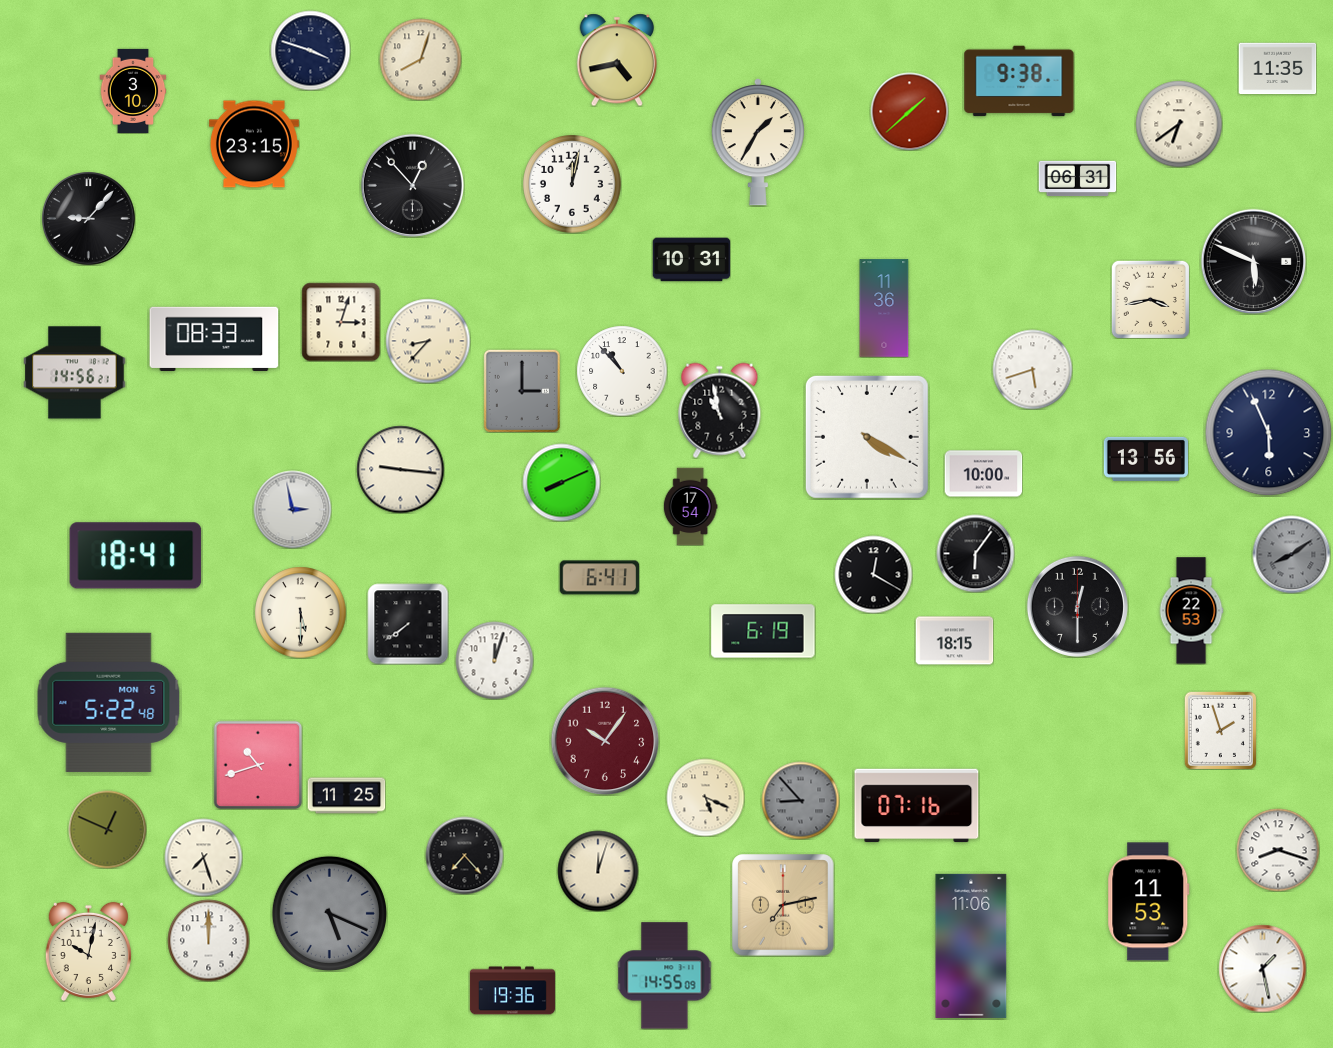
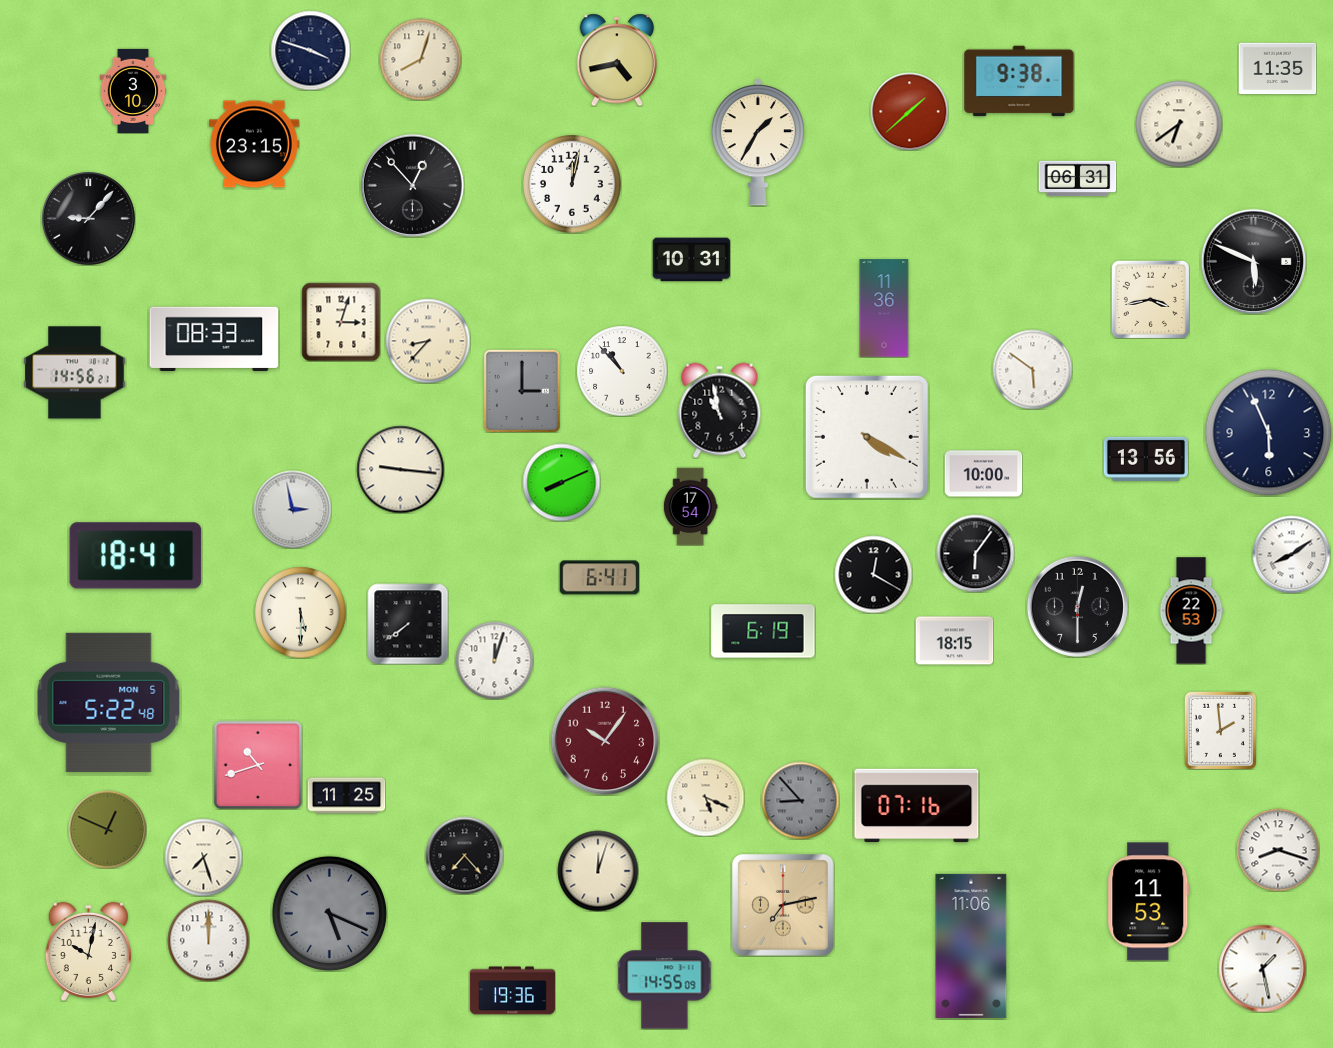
clock at (1032, 369): 5:42 -> 5:51
clock at (1291, 554) dial: grey -> white
clock at (1220, 730): 1:57 -> 1:59
